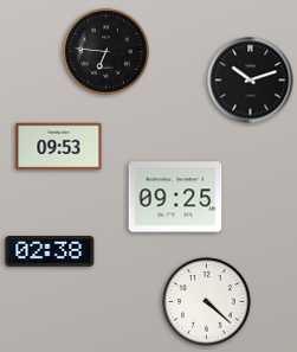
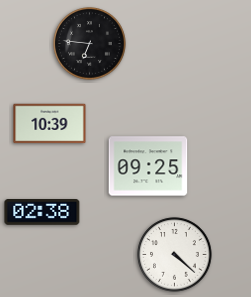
clock at (251, 81): 10:12 -> none
clock at (59, 147): 09:53 -> 10:39
